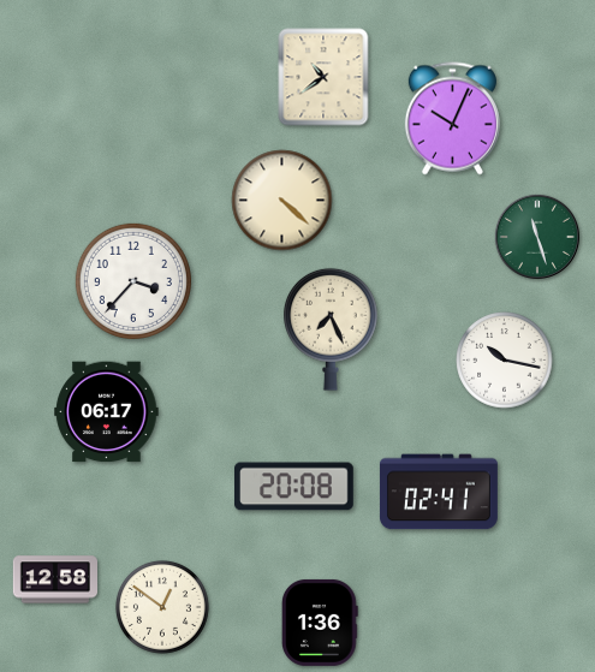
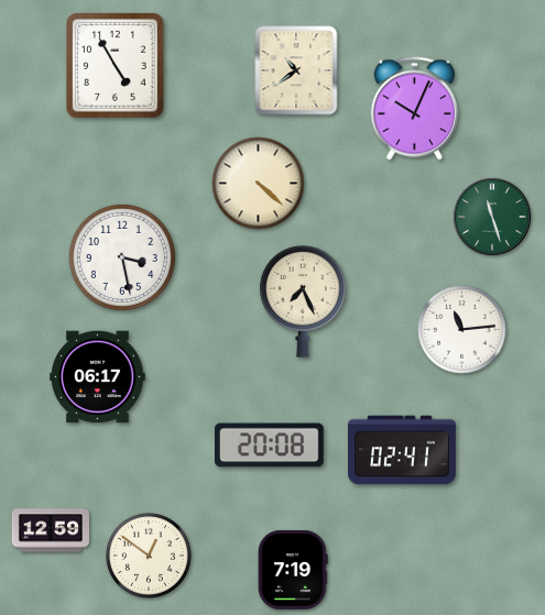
clock at (116, 66): none -> 4:55
clock at (133, 281): 3:37 -> 3:28
clock at (505, 361): 10:17 -> 11:14
clock at (54, 579): 12:58 -> 12:59
clock at (321, 623): 1:36 -> 7:19
